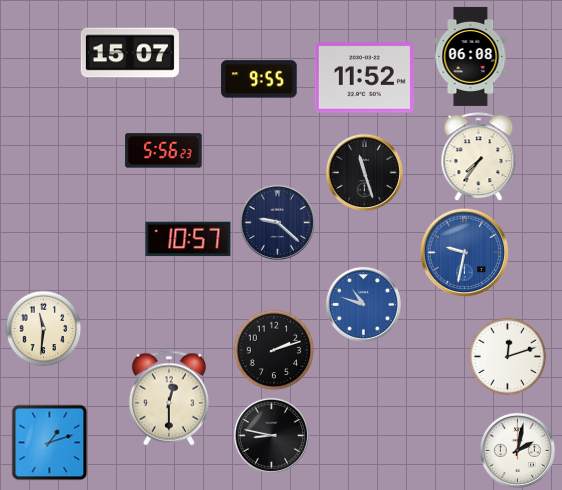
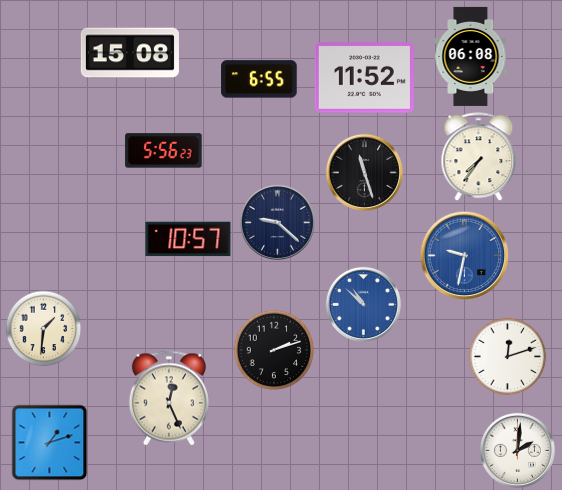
clock at (130, 53): 15:07 -> 15:08
clock at (259, 79): 9:55 -> 6:55
clock at (465, 253) position: (465, 253) -> (465, 256)
clock at (363, 304): 10:48 -> 10:52
clock at (44, 329): 11:31 -> 1:31
clock at (169, 398): 12:30 -> 12:26
clock at (271, 435): 8:47 -> none
clock at (517, 450): 2:02 -> 2:01
